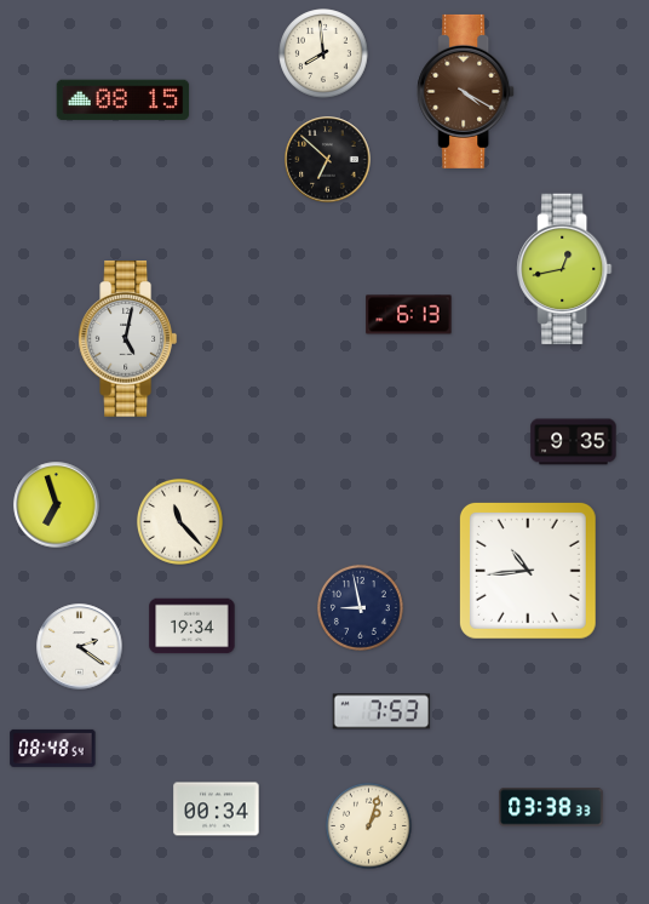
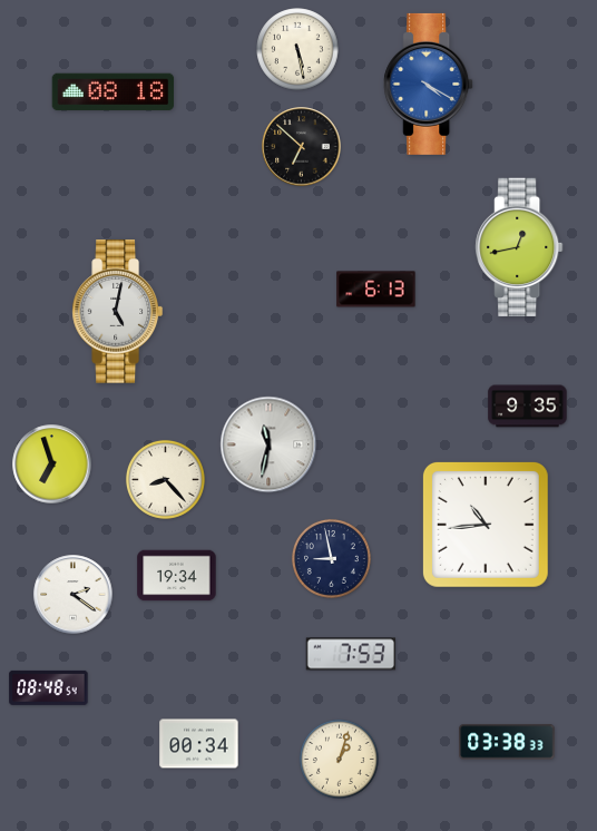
clock at (323, 53): 7:59 -> 5:28
clock at (466, 91) dial: brown -> blue
clock at (124, 101): 08:15 -> 08:18
clock at (268, 444): none -> 11:32
clock at (179, 521): 11:23 -> 8:23
